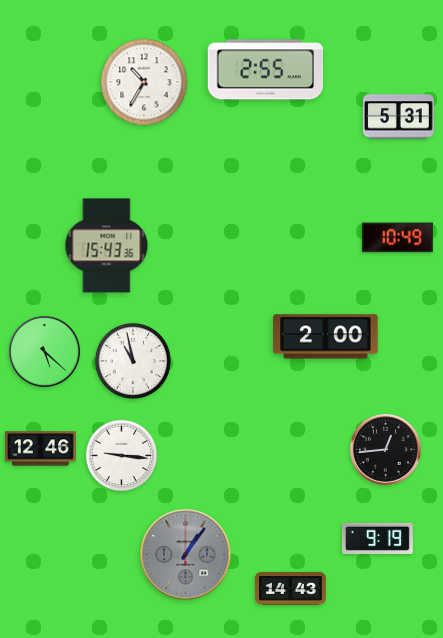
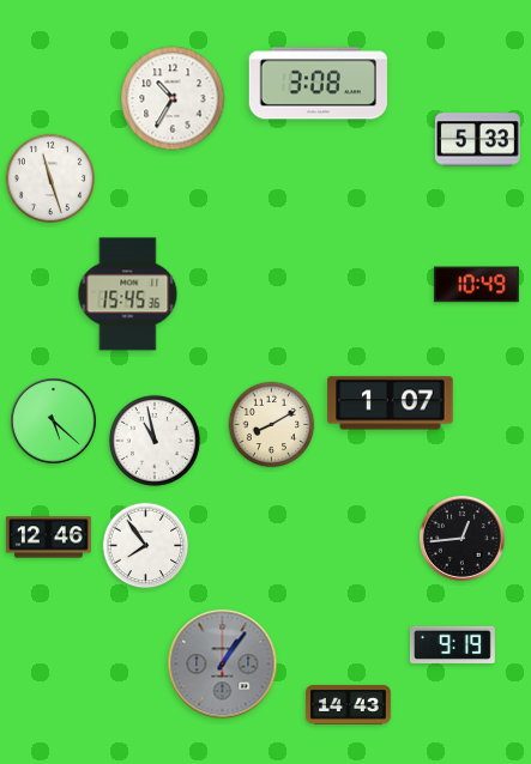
clock at (265, 70): 2:55 -> 3:08
clock at (398, 117): 5:31 -> 5:33
clock at (49, 177): none -> 11:27
clock at (107, 246): 15:43 -> 15:45
clock at (326, 337): 2:00 -> 1:07
clock at (272, 425): none -> 8:10
clock at (133, 361) position: (133, 361) -> (155, 441)
clock at (122, 456): 9:16 -> 7:54
